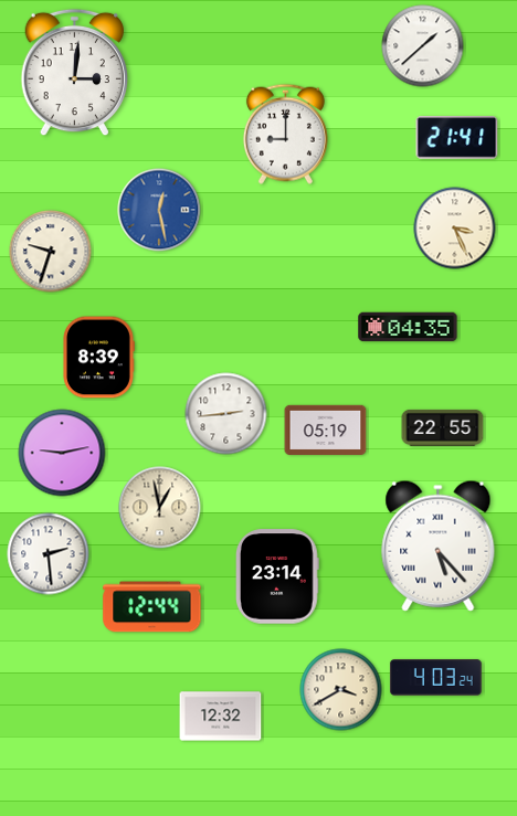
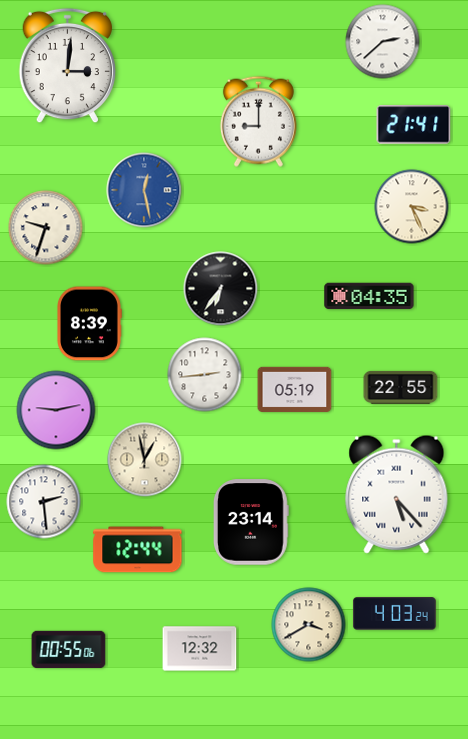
clock at (423, 46): 1:38 -> 2:38
clock at (221, 289): none -> 6:36
clock at (69, 650): none -> 00:55
